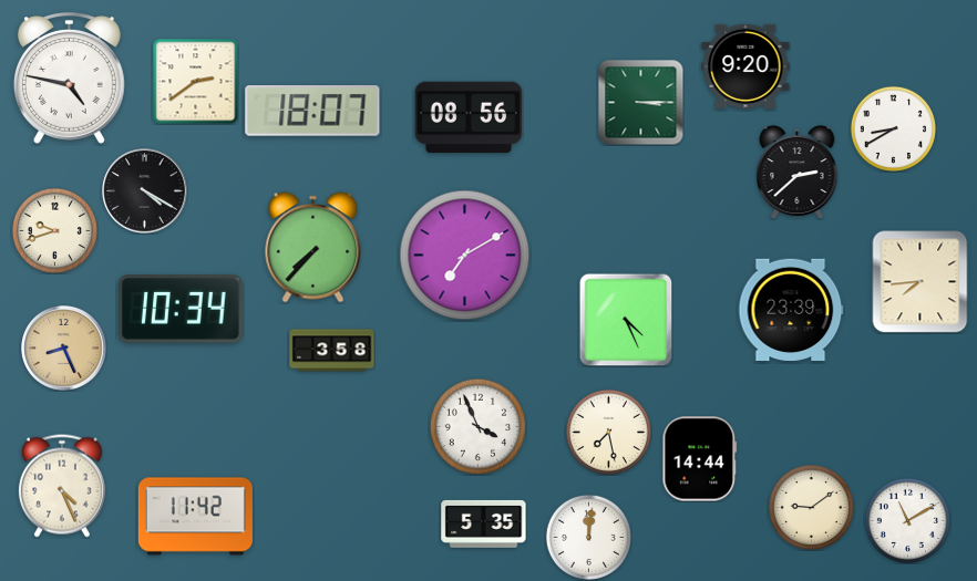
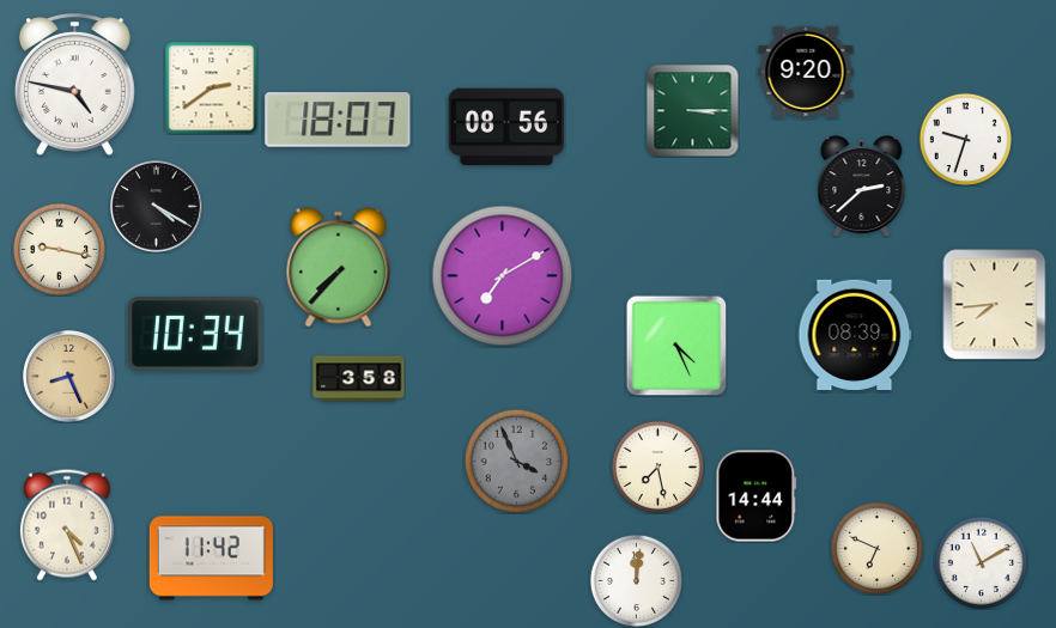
clock at (893, 128): 8:40 -> 9:33
clock at (54, 230): 9:42 -> 9:17
clock at (791, 309): 23:39 -> 08:39
clock at (477, 426) dial: white -> grey
clock at (811, 507): 9:09 -> 6:49
clock at (484, 523): 5:35 -> none
